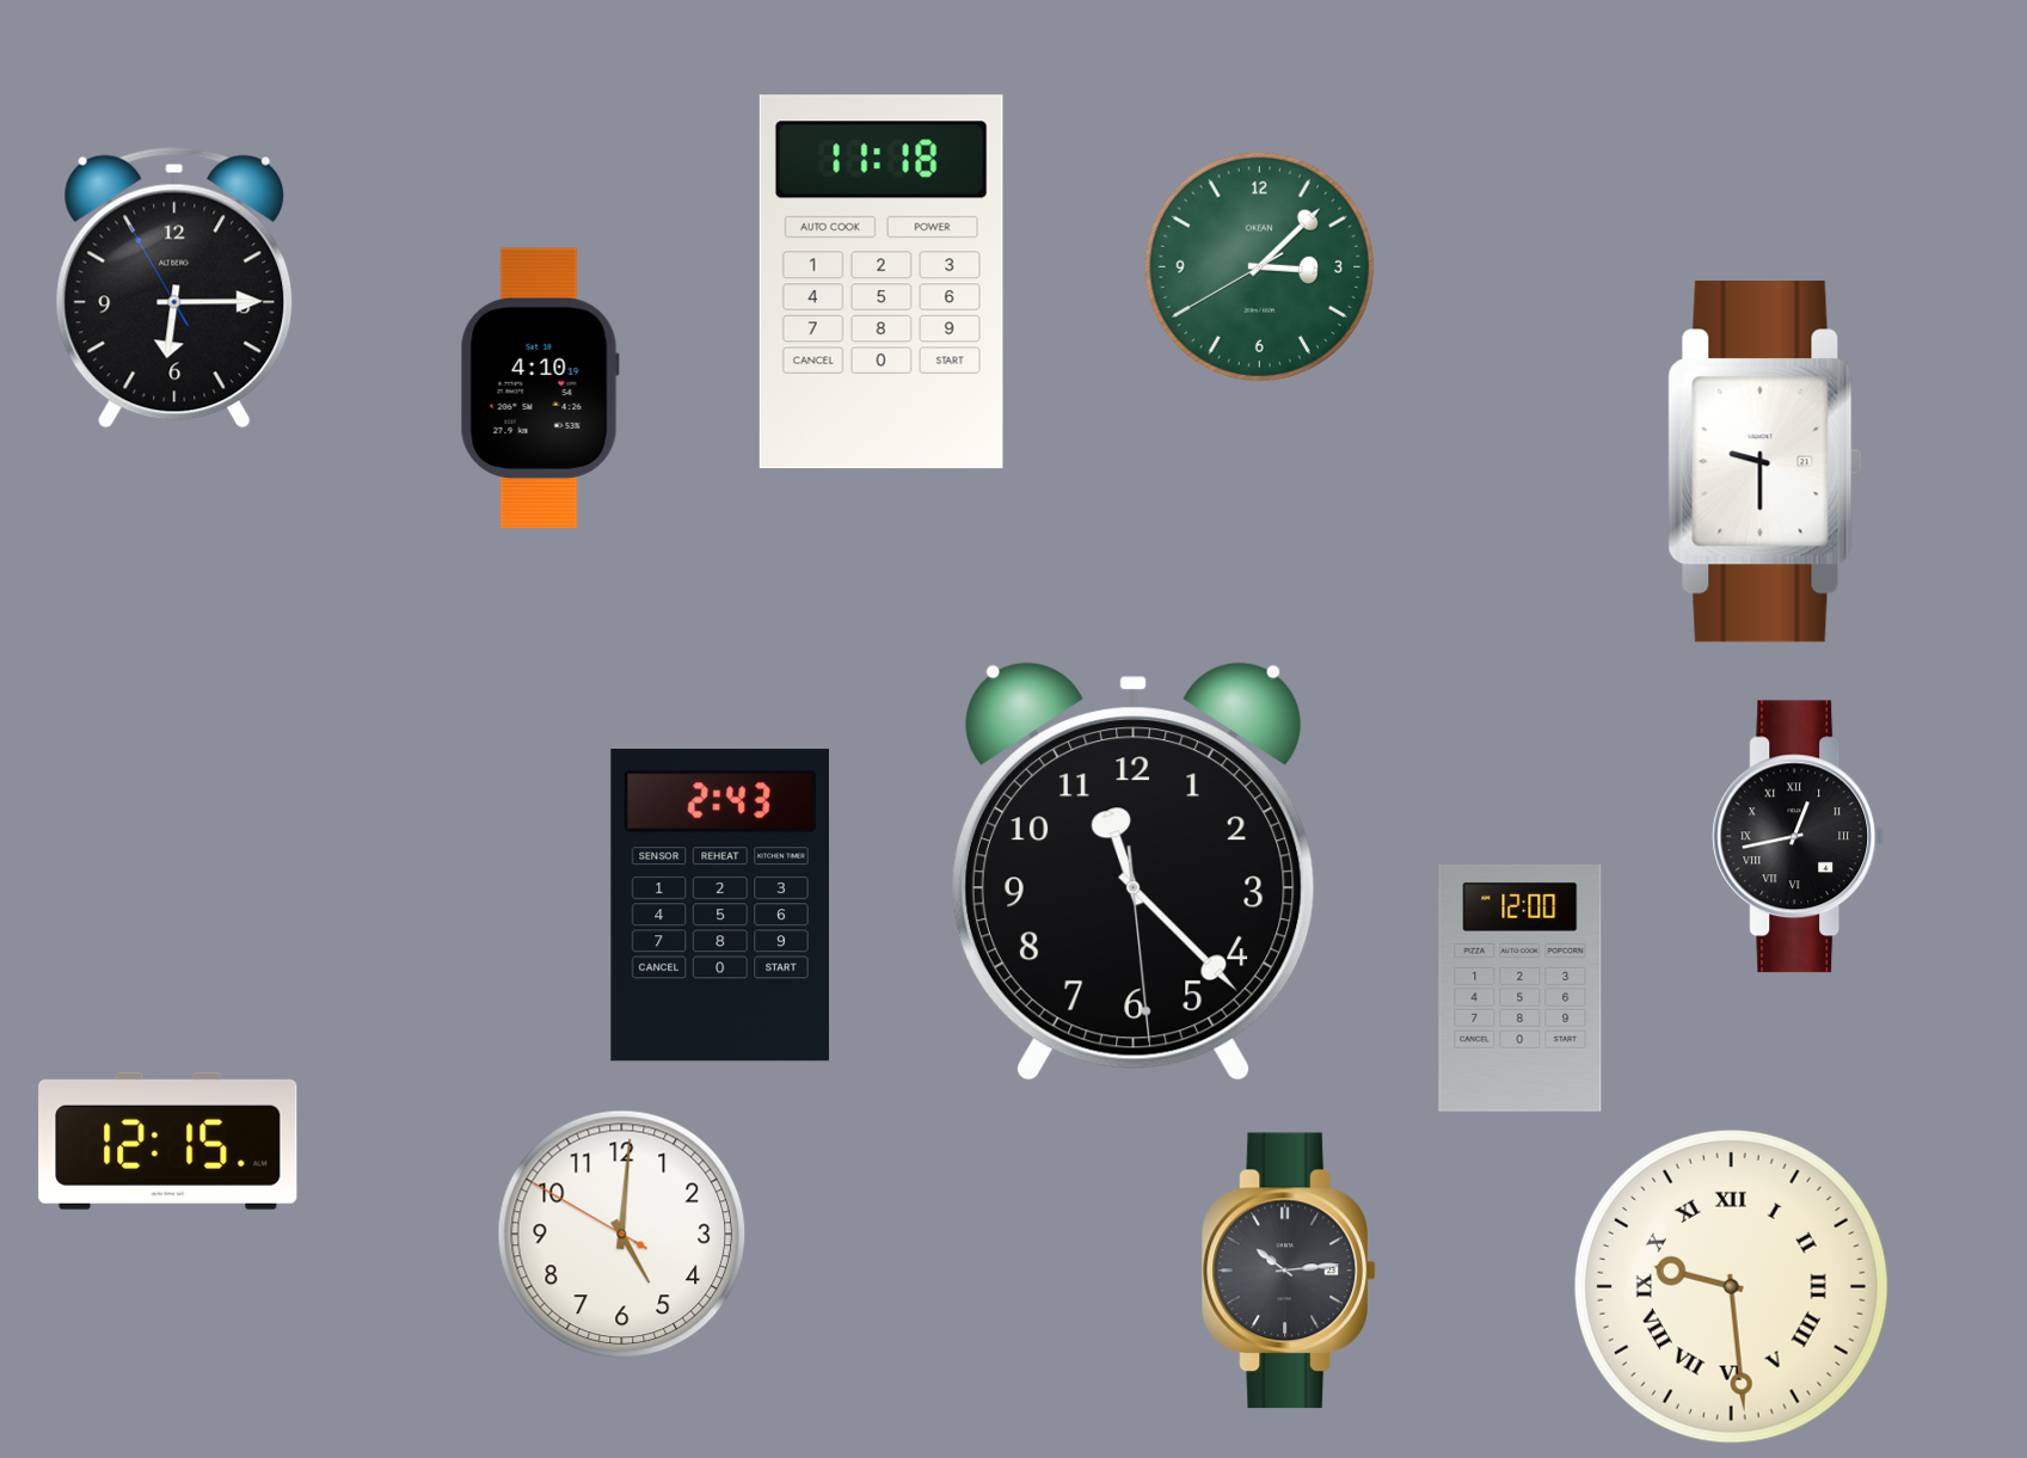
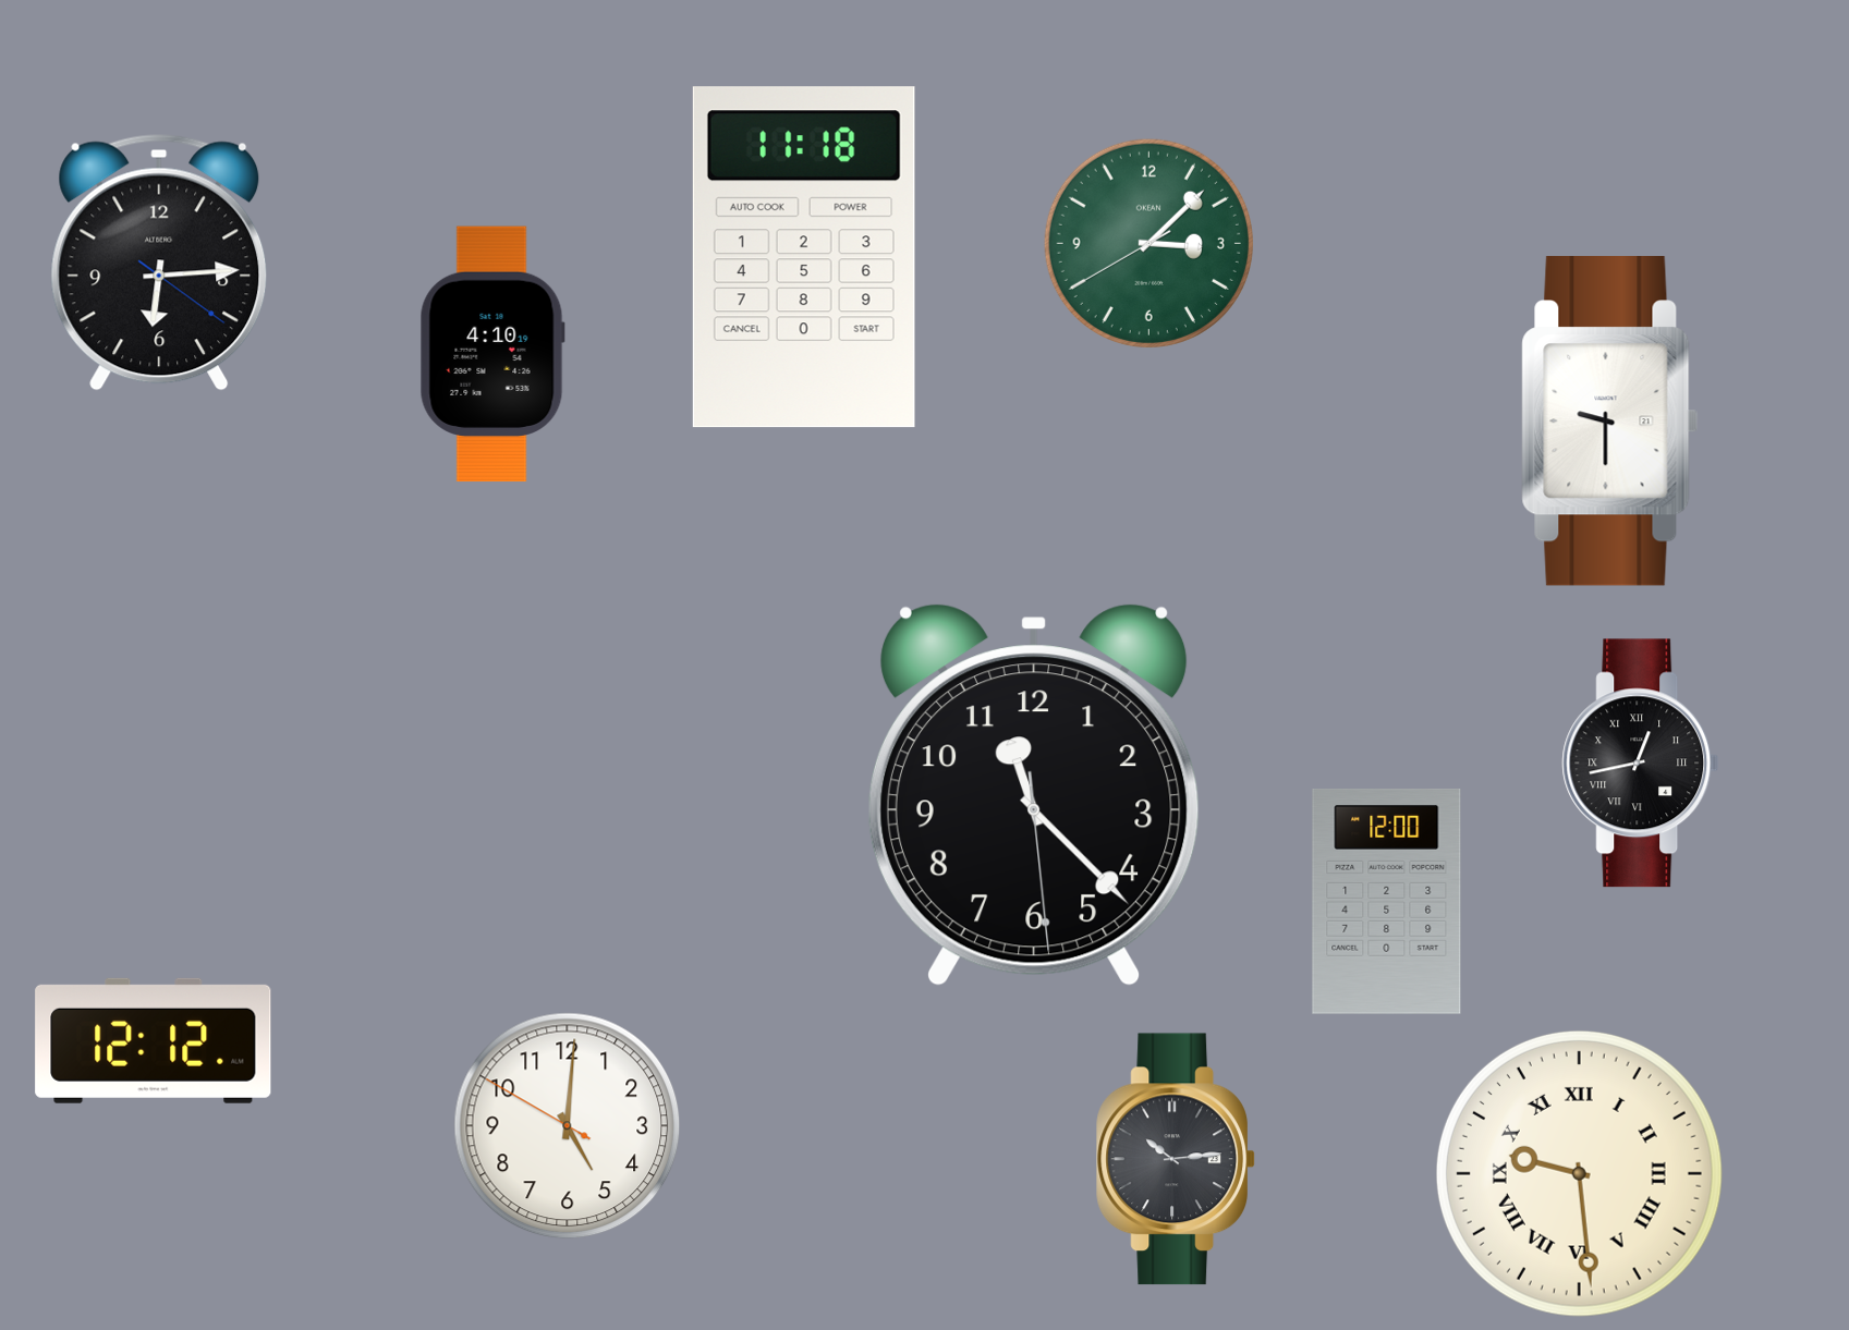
clock at (174, 288): 6:14:55 -> 6:14:21
clock at (720, 905): 2:43 -> none
clock at (168, 1140): 12:15 -> 12:12
